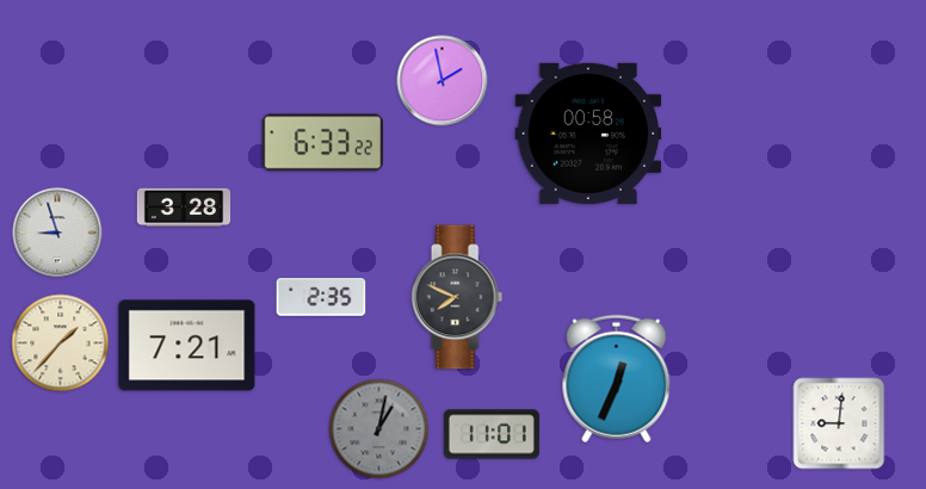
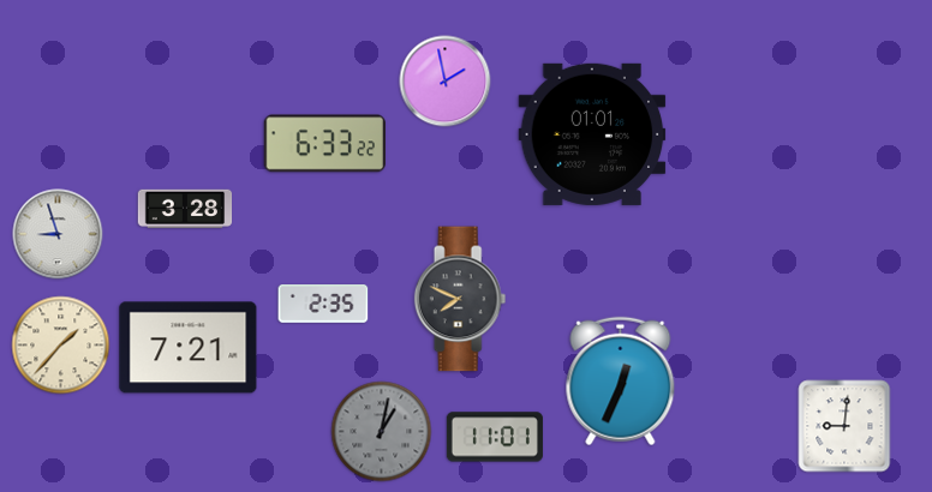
clock at (588, 134): 00:58 -> 01:01
clock at (321, 298) position: (321, 298) -> (323, 305)
